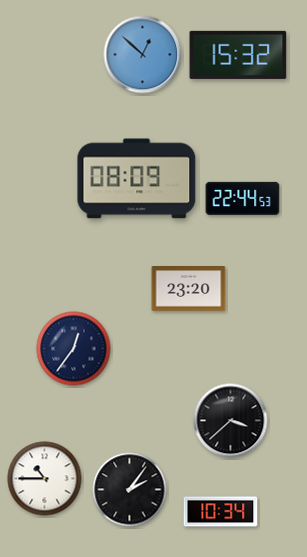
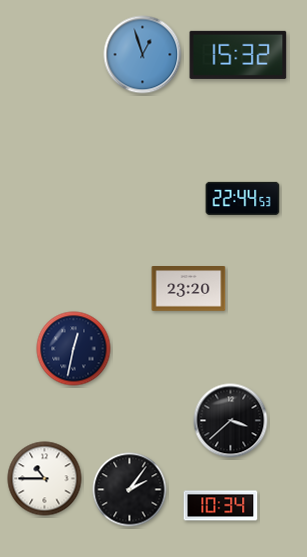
clock at (143, 55): 12:52 -> 12:57
clock at (137, 179): 08:09 -> none
clock at (74, 349): 12:36 -> 12:32
clock at (221, 512) position: (221, 512) -> (221, 506)
